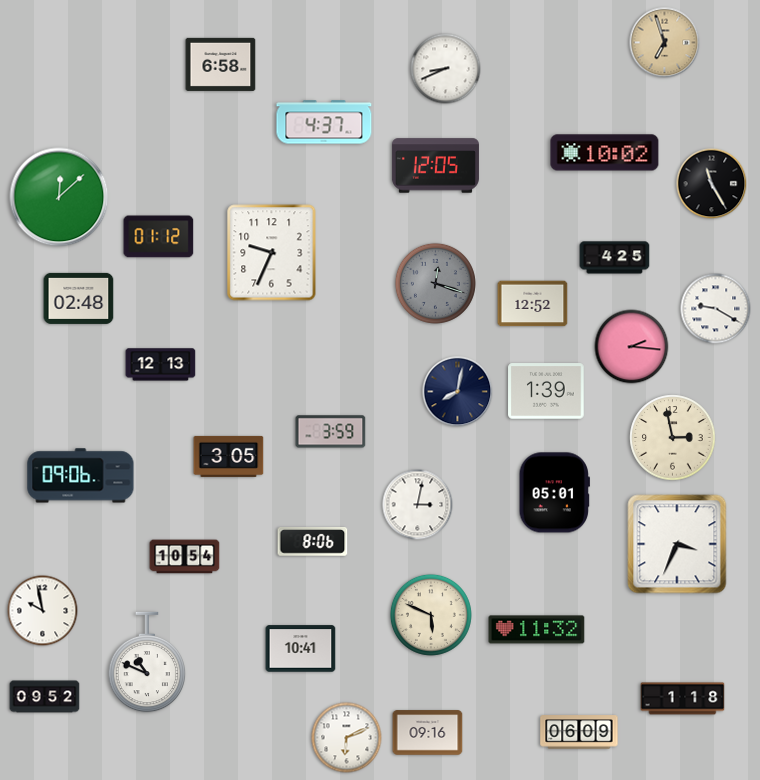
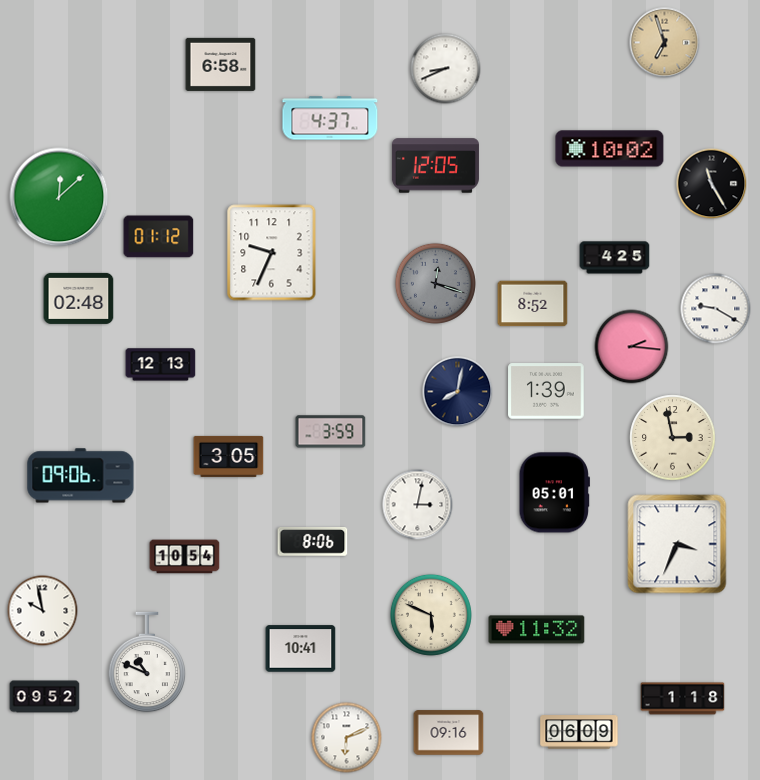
clock at (324, 122) position: (324, 122) -> (330, 118)
clock at (605, 153) position: (605, 153) -> (610, 149)
clock at (533, 304): 12:52 -> 8:52
clock at (428, 733) position: (428, 733) -> (449, 733)
